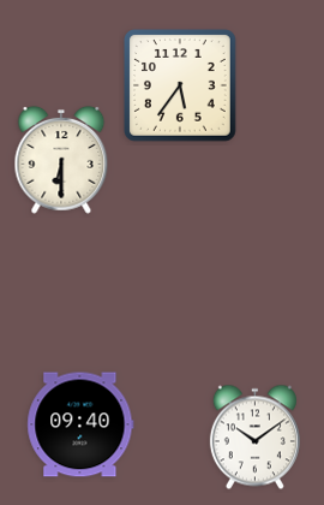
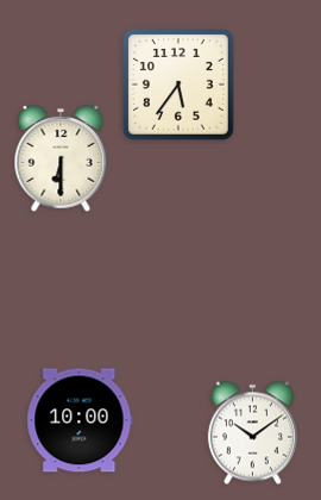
clock at (80, 424): 09:40 -> 10:00
